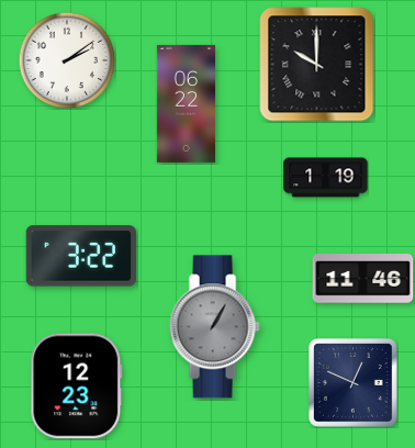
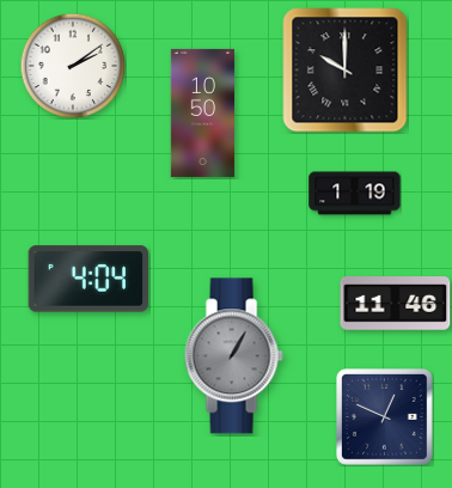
clock at (186, 103): 06:22 -> 10:50
clock at (81, 256): 3:22 -> 4:04
clock at (77, 387): 12:23 -> none
